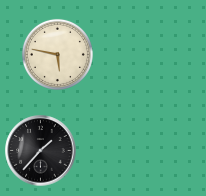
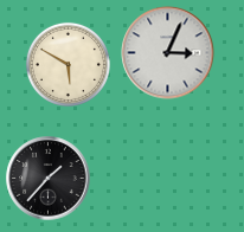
clock at (168, 53): none -> 3:04
clock at (57, 54): 5:47 -> 5:50
